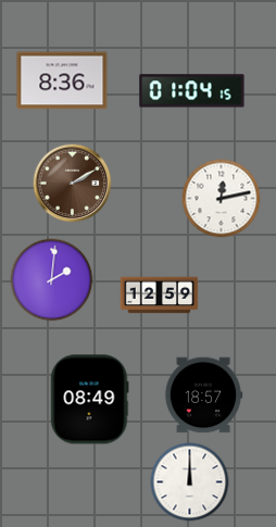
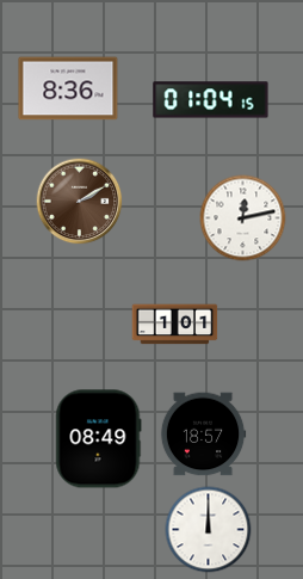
clock at (52, 280): 2:01 -> none
clock at (160, 296): 12:59 -> 1:01
clock at (203, 396) position: (203, 396) -> (203, 435)
